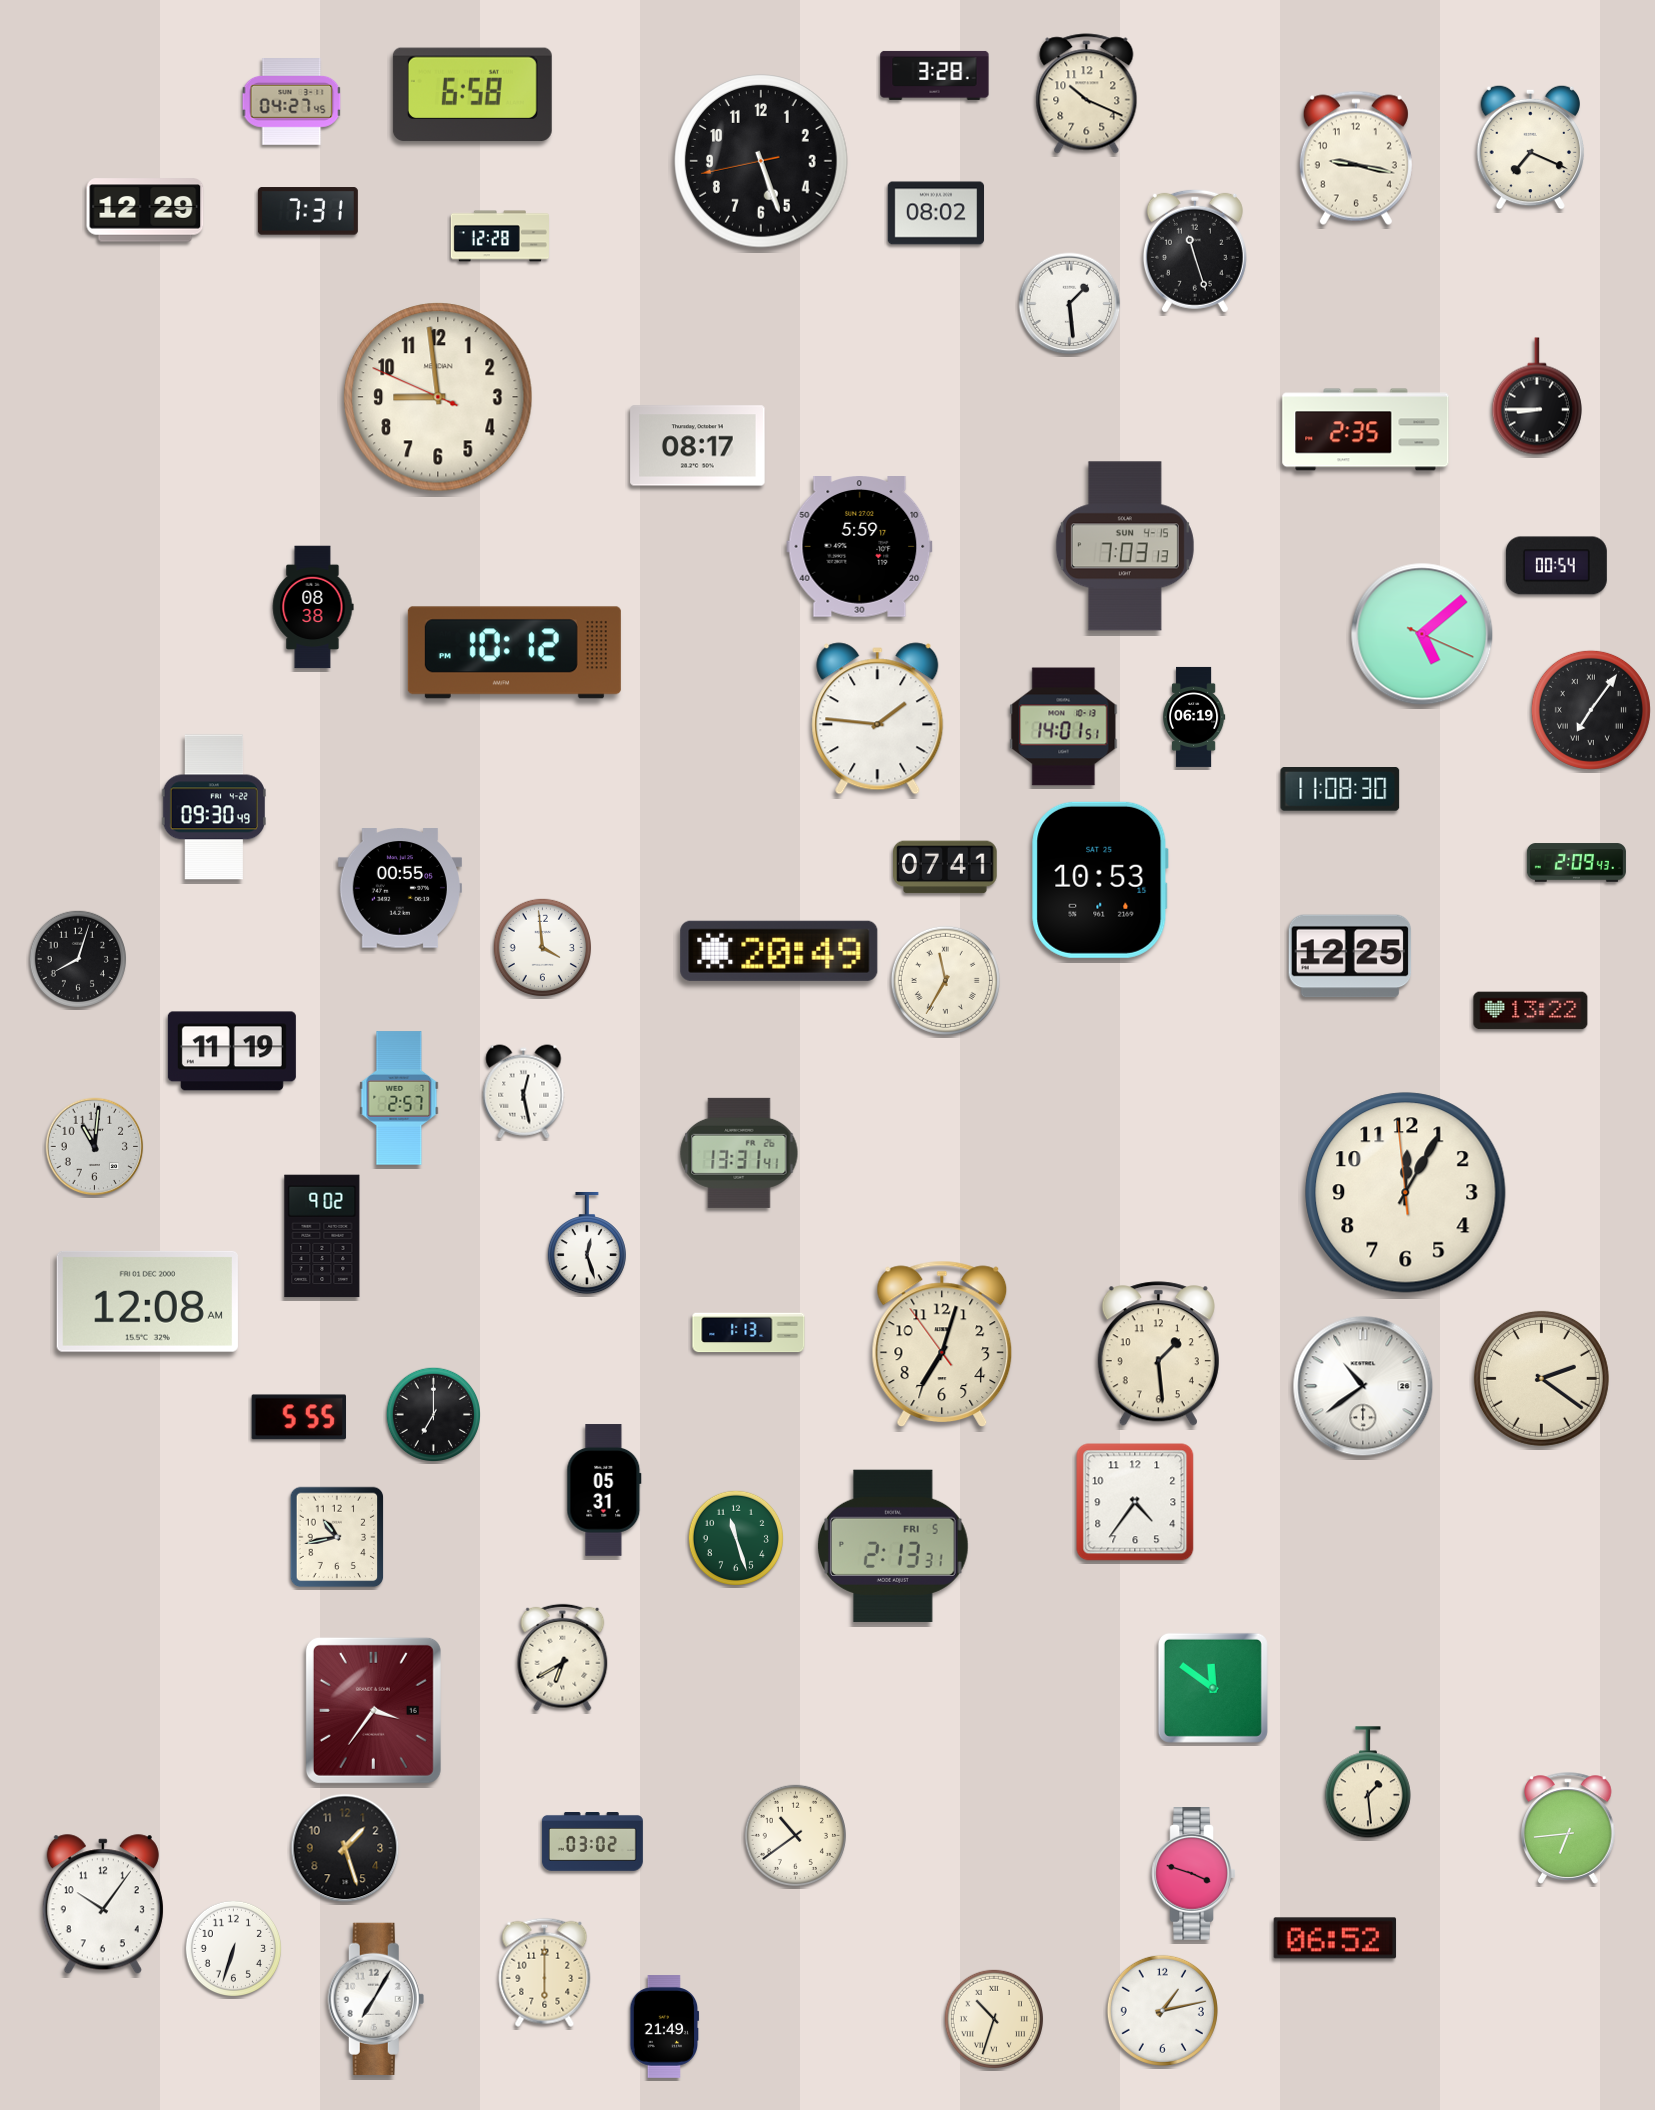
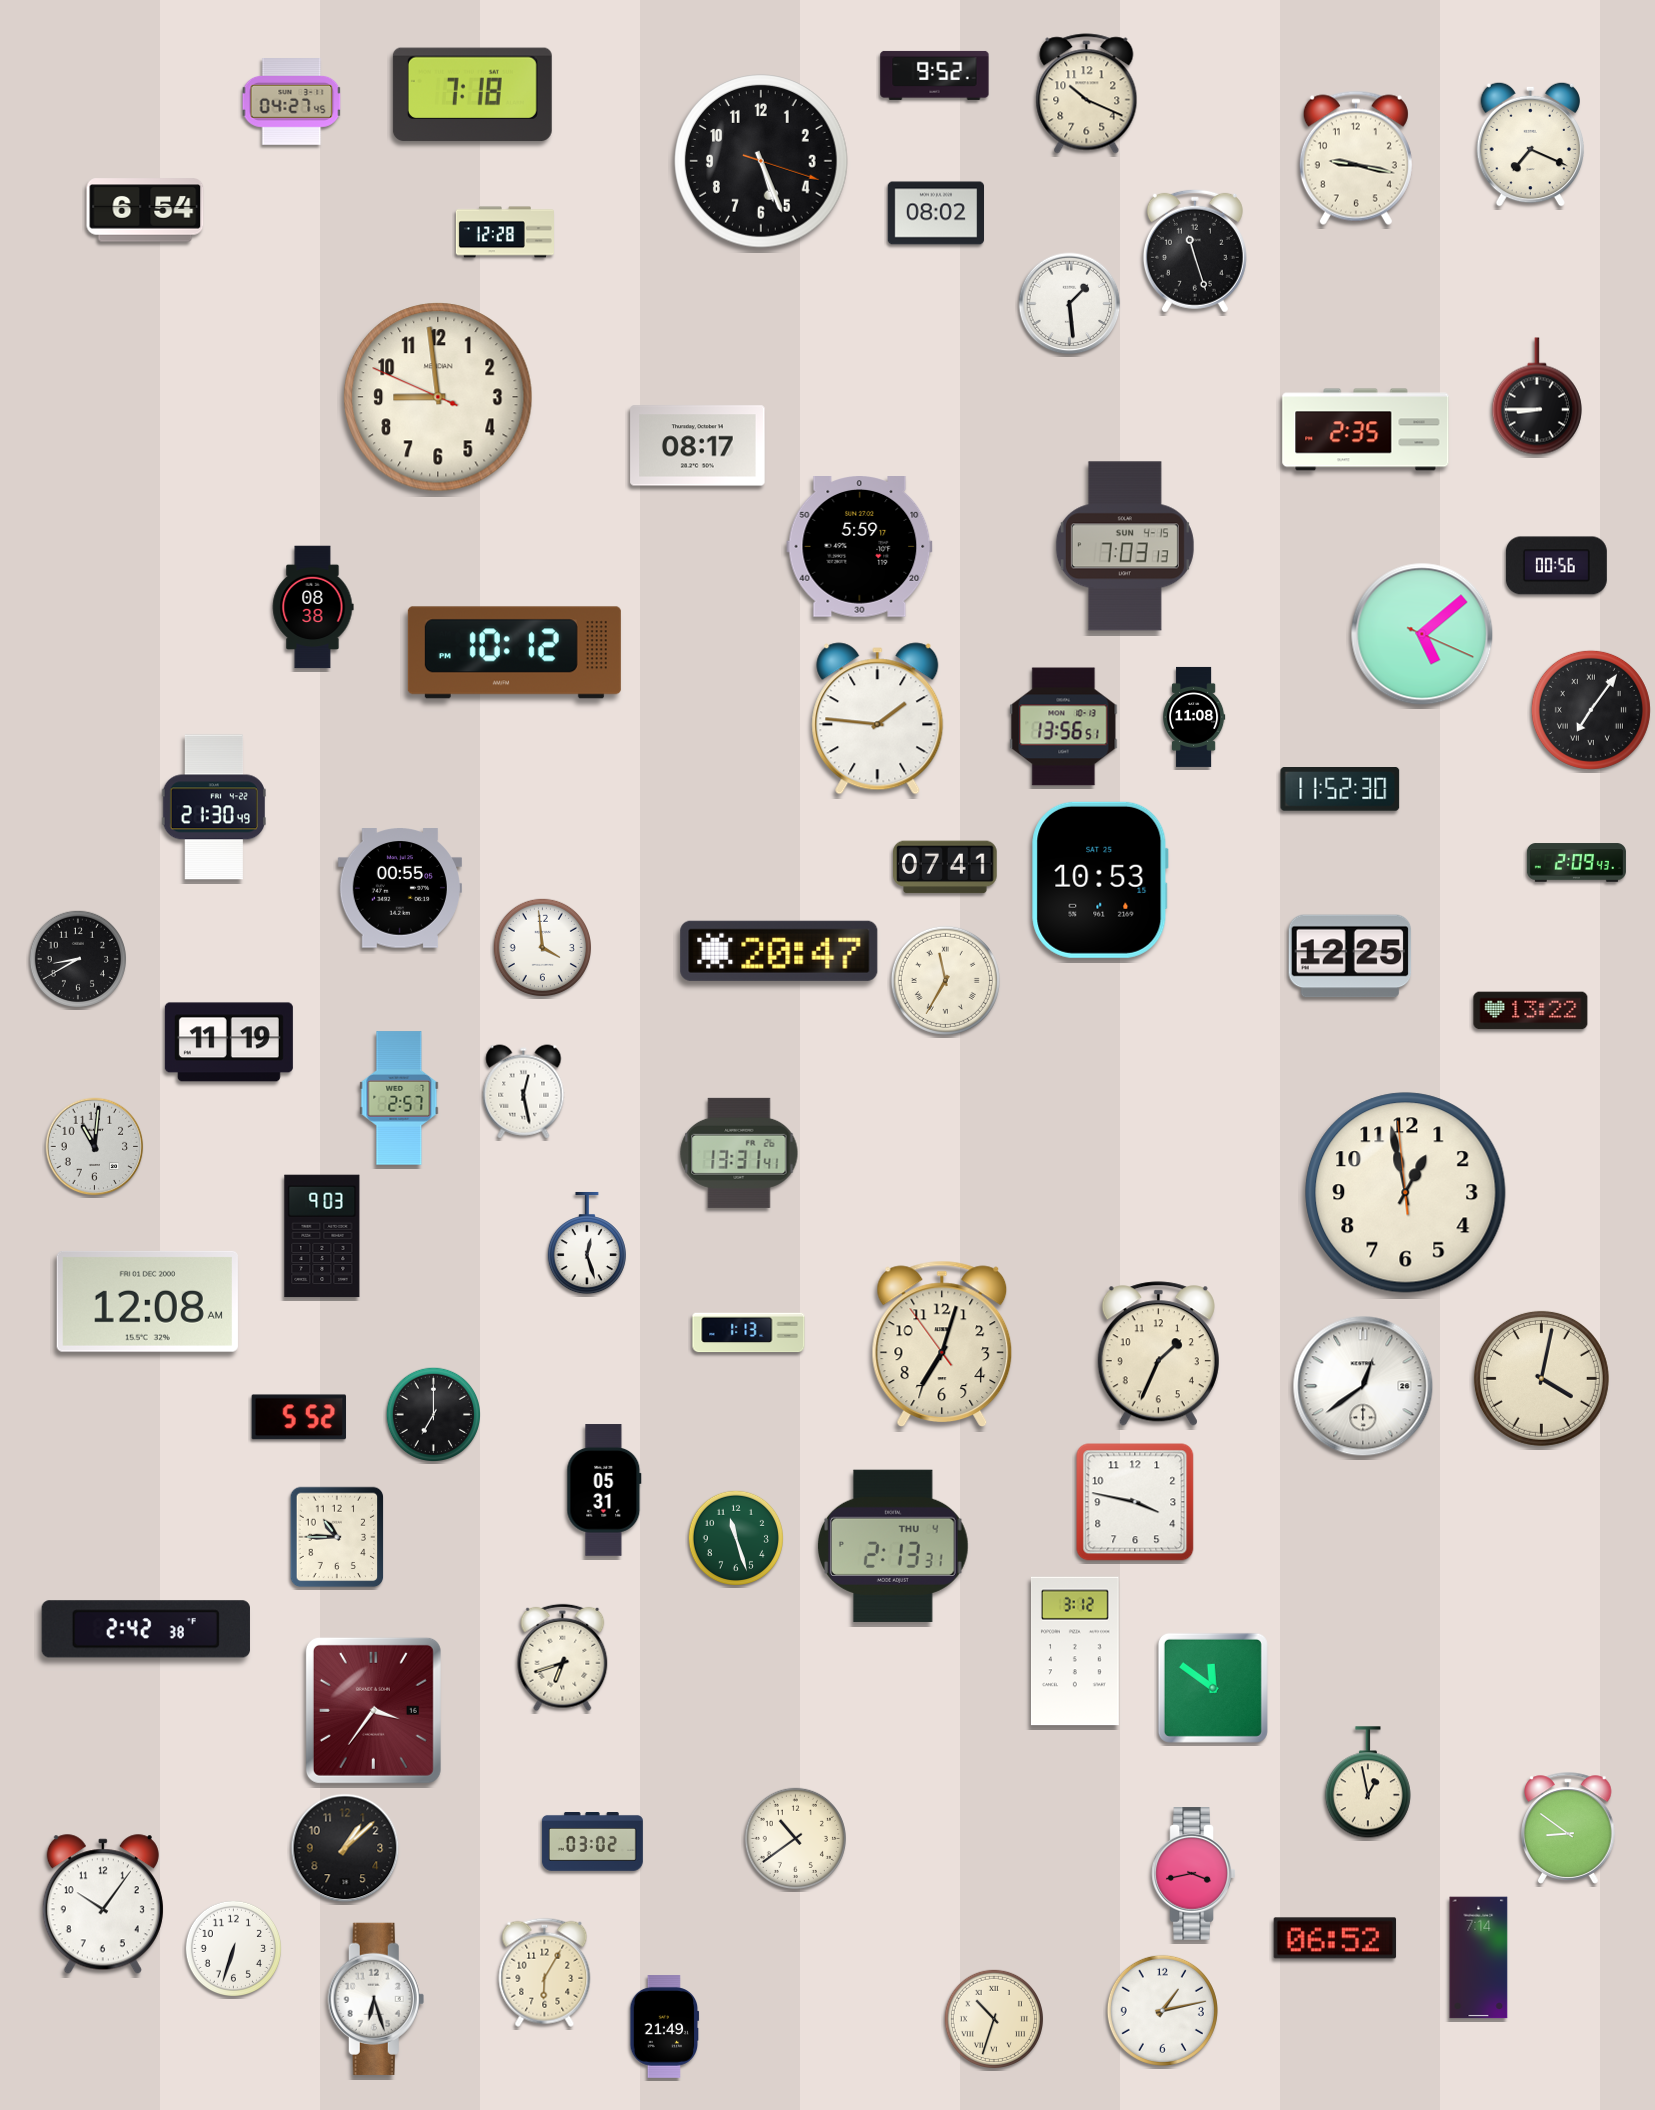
clock at (935, 75): 3:28 -> 9:52
clock at (472, 95): 6:58 -> 7:18
clock at (1530, 147) position: (1530, 147) -> (1530, 144)
clock at (761, 161): 5:26:43 -> 5:26:18
clock at (145, 210): 12:29 -> 6:54
clock at (308, 211): 7:31 -> none
clock at (500, 236) position: (500, 236) -> (505, 232)
clock at (1556, 566): 00:54 -> 00:56
clock at (1194, 717): 06:19 -> 11:08
clock at (1064, 727): 14:01 -> 13:56
clock at (1340, 790): 11:08 -> 11:52
clock at (213, 807): 09:30 -> 21:30
clock at (779, 951): 20:49 -> 20:47
clock at (77, 958): 8:03 -> 8:40
clock at (232, 1051) position: (232, 1051) -> (229, 1042)
clock at (1406, 1193): 12:04 -> 12:57
clock at (322, 1236): 9:02 -> 9:03
clock at (1158, 1354): 1:29 -> 1:34
clock at (1541, 1378): 2:21 -> 4:02
clock at (1363, 1386): 10:39 -> 12:39
clock at (299, 1417): 5:55 -> 5:52
clock at (1135, 1502): 4:36 -> 3:47
clock at (337, 1537): 10:43 -> 10:45
clock at (894, 1546) date: FRI 5 -> THU 4
clock at (146, 1629): none -> 2:42
clock at (1075, 1651): none -> 3:12
clock at (563, 1658): 6:40 -> 6:42
clock at (1368, 1783): 1:29 -> 12:58
clock at (1569, 1828): 6:44 -> 8:51
clock at (795, 1835) position: (795, 1835) -> (795, 1838)
clock at (345, 1848): 1:27 -> 1:08
clock at (1194, 1874): 3:48 -> 3:43
clock at (1479, 1958): none -> 7:14
clock at (545, 1972): 6:00 -> 6:05
clock at (376, 1999): 7:05 -> 6:27
